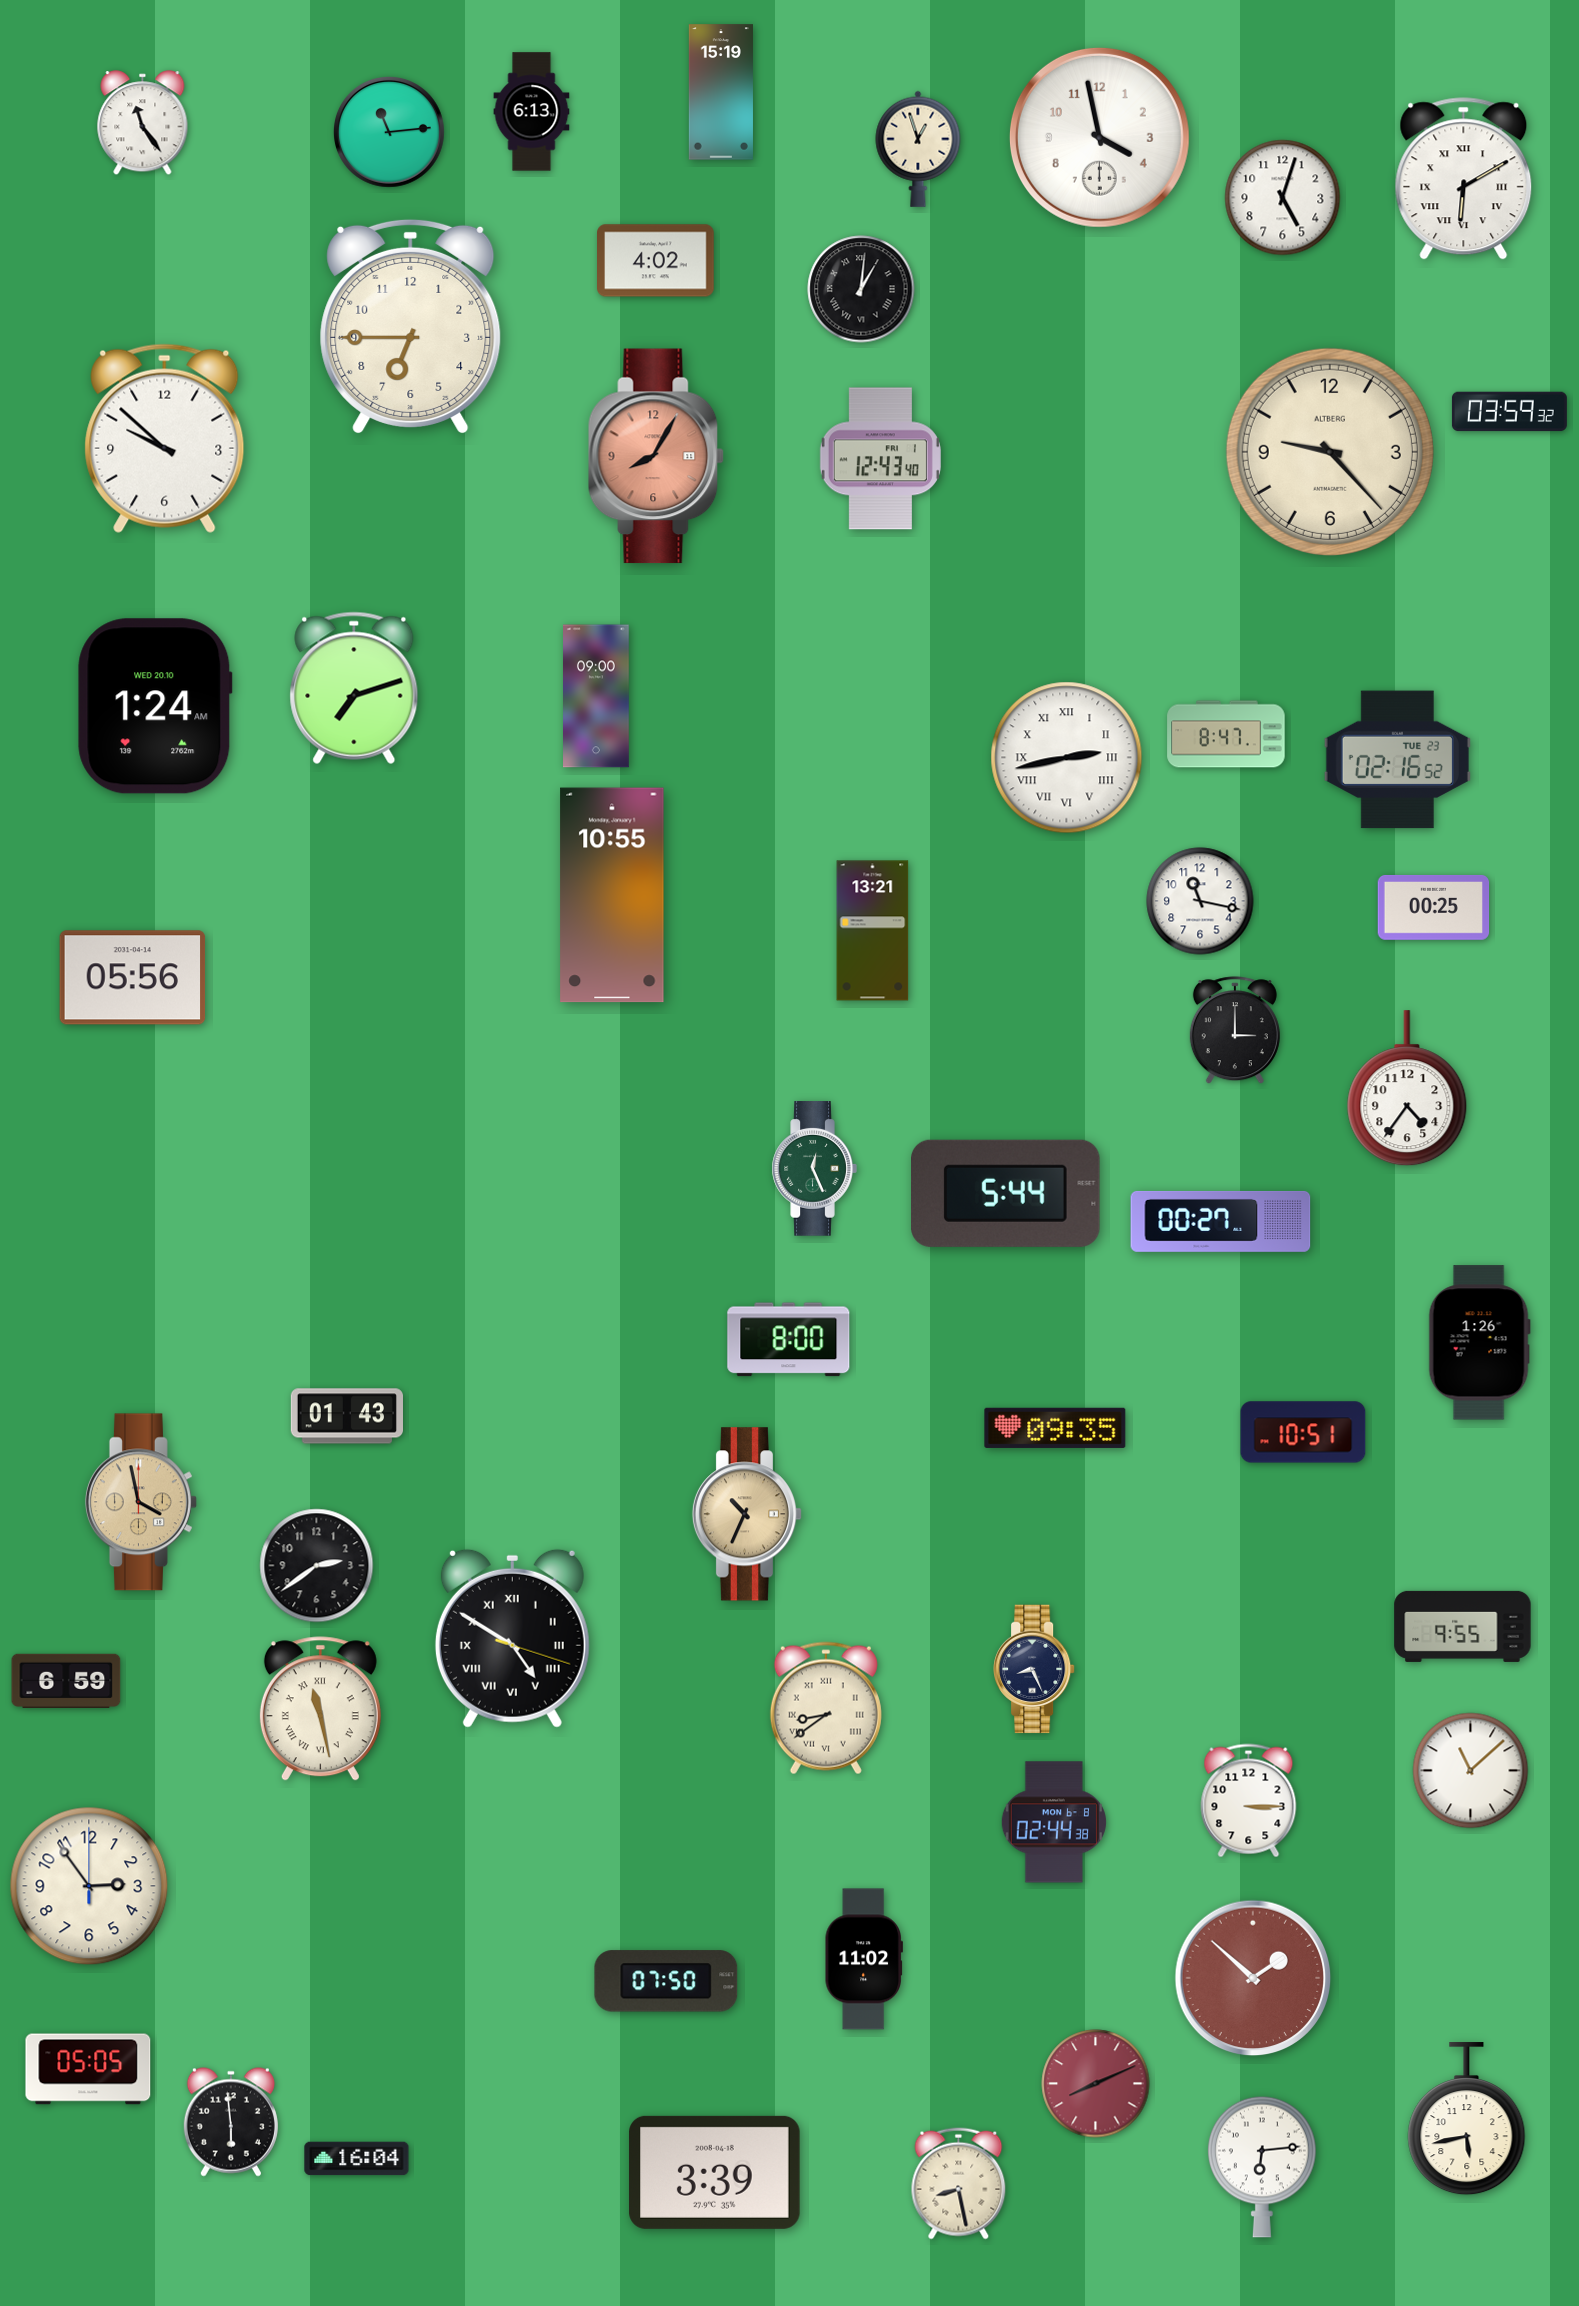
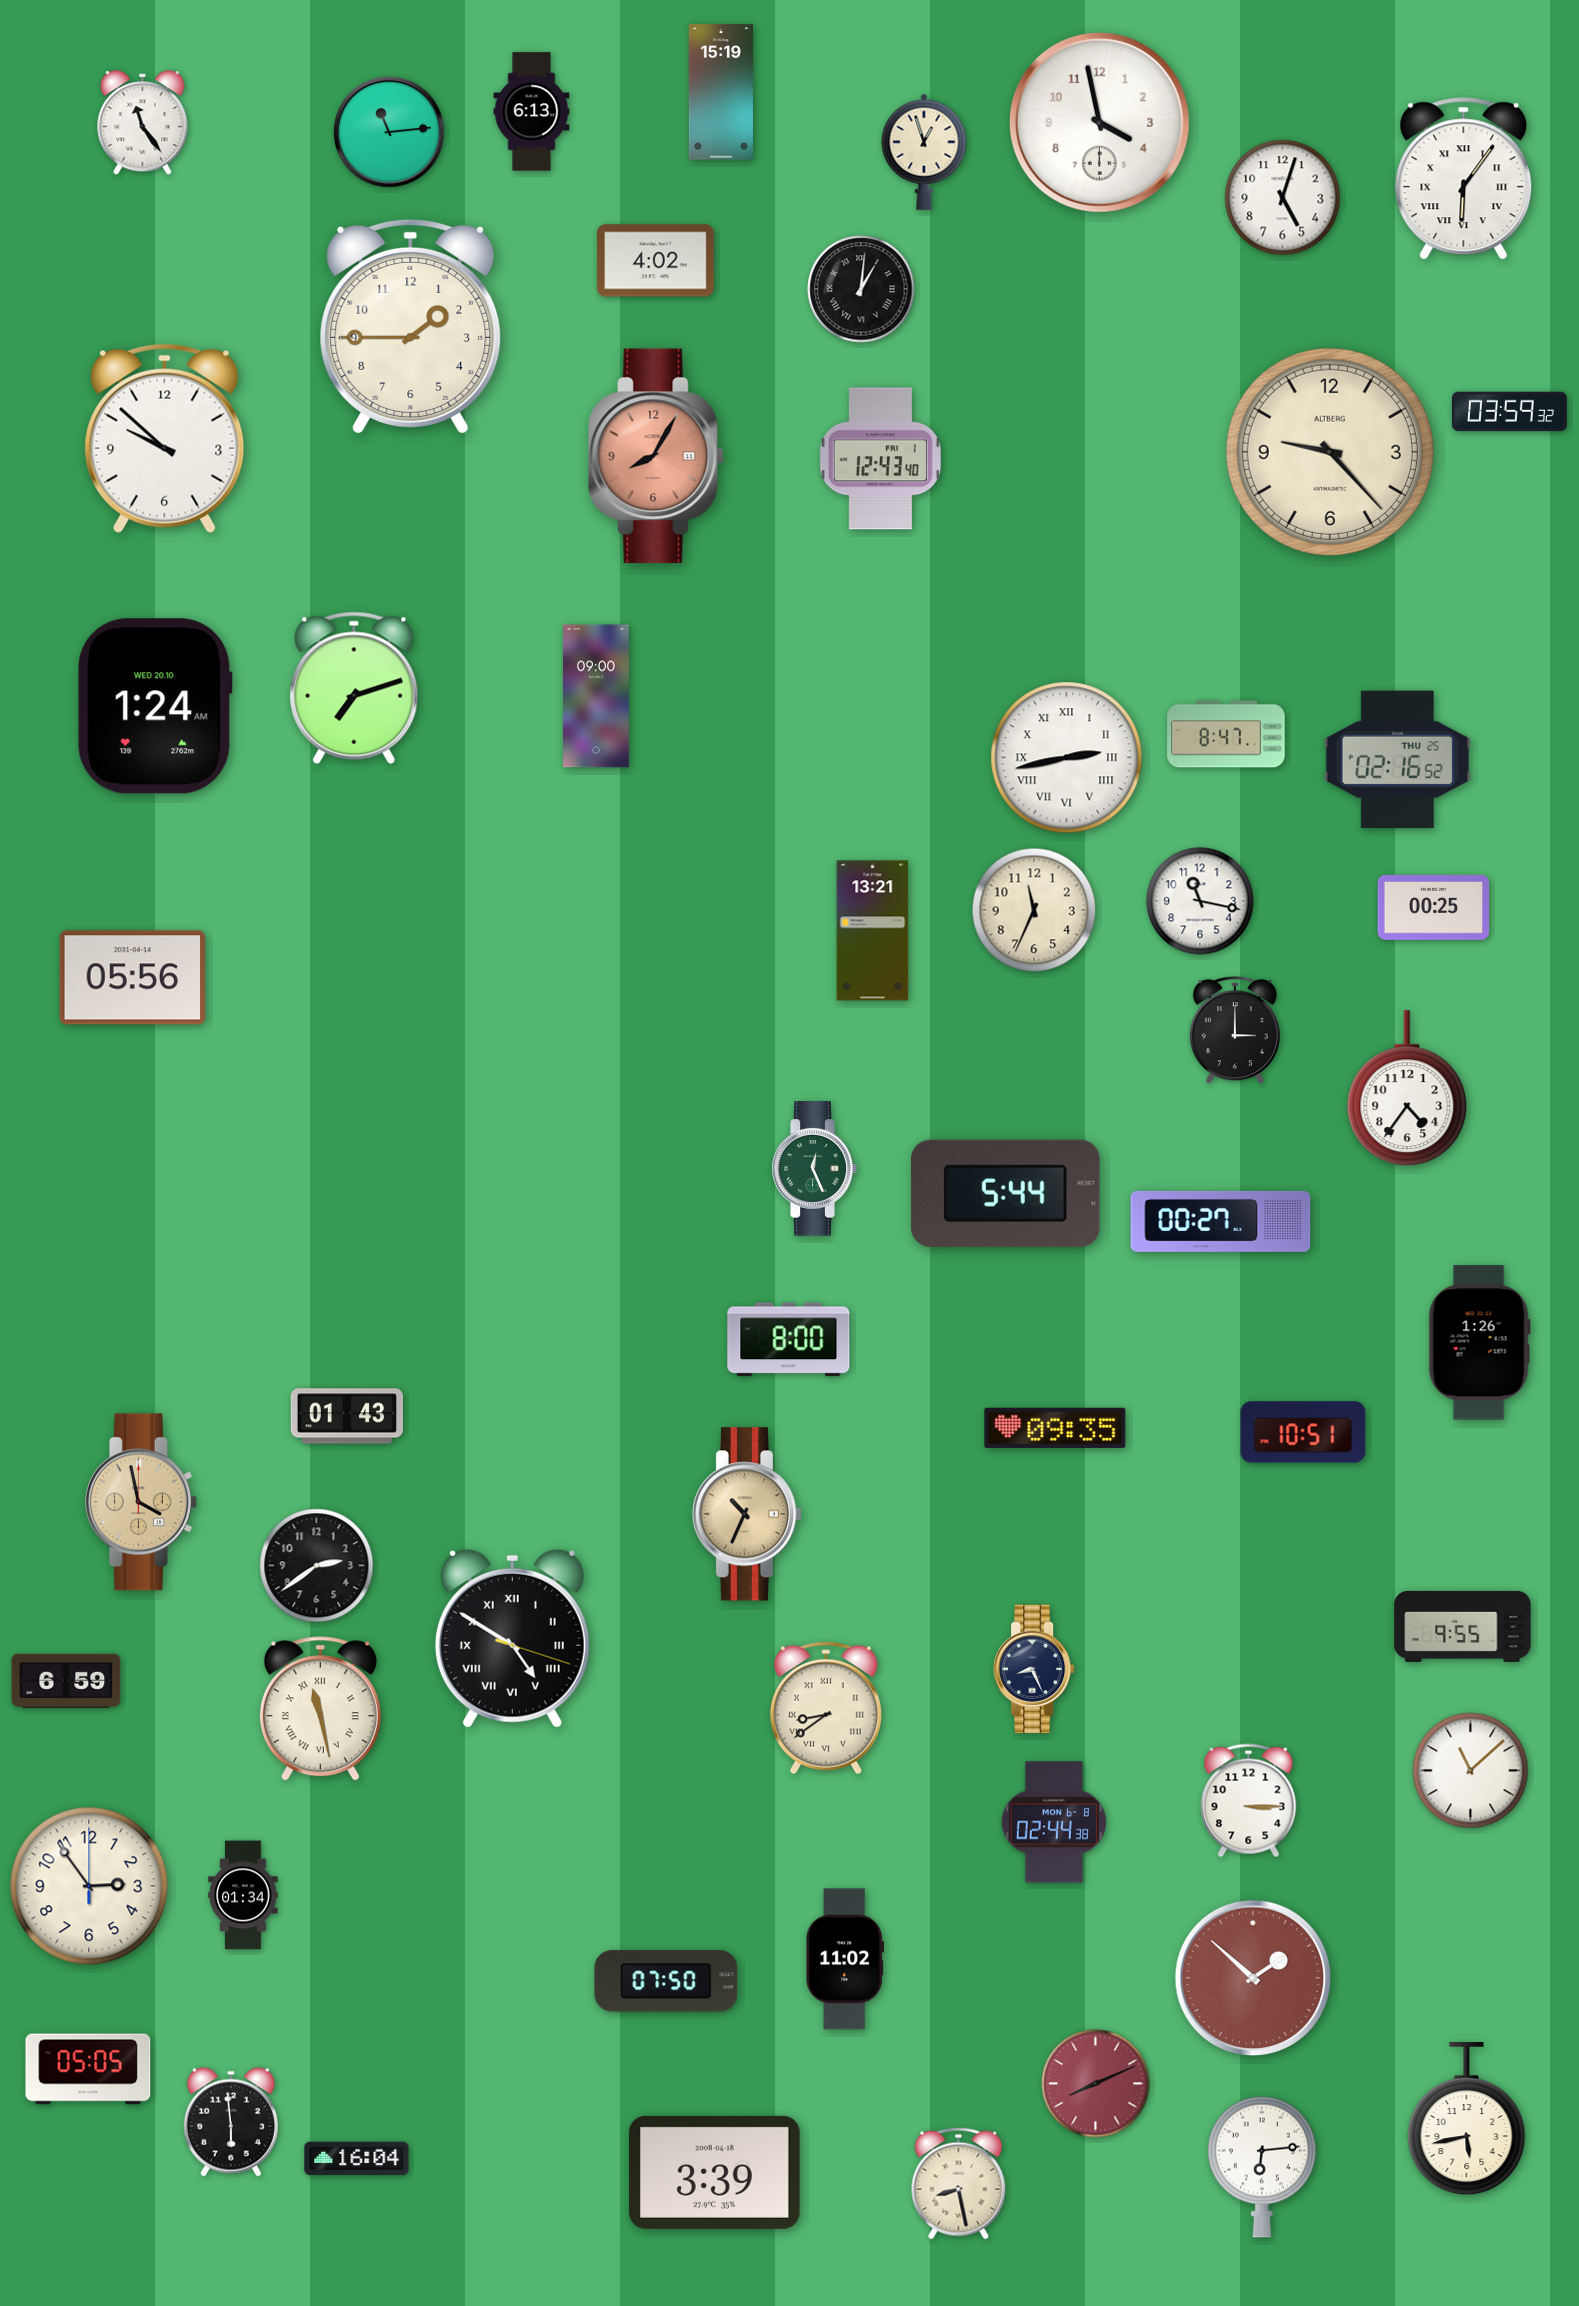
clock at (1099, 137) position: (1099, 137) -> (1099, 122)
clock at (918, 149) position: (918, 149) -> (924, 152)
clock at (1464, 179): 6:10 -> 6:06
clock at (411, 326): 6:45 -> 1:45
clock at (1397, 760) date: TUE 23 -> THU 25
clock at (612, 895): 10:55 -> none
clock at (1034, 910): none -> 11:34
clock at (243, 1895): none -> 01:34
clock at (864, 1959) position: (864, 1959) -> (845, 1959)
